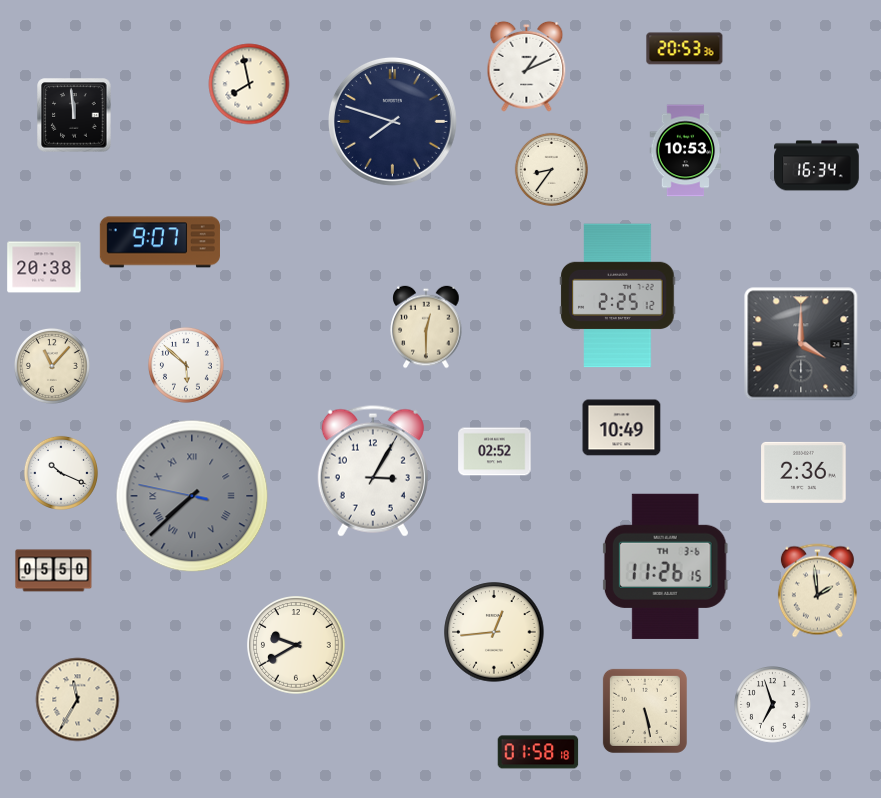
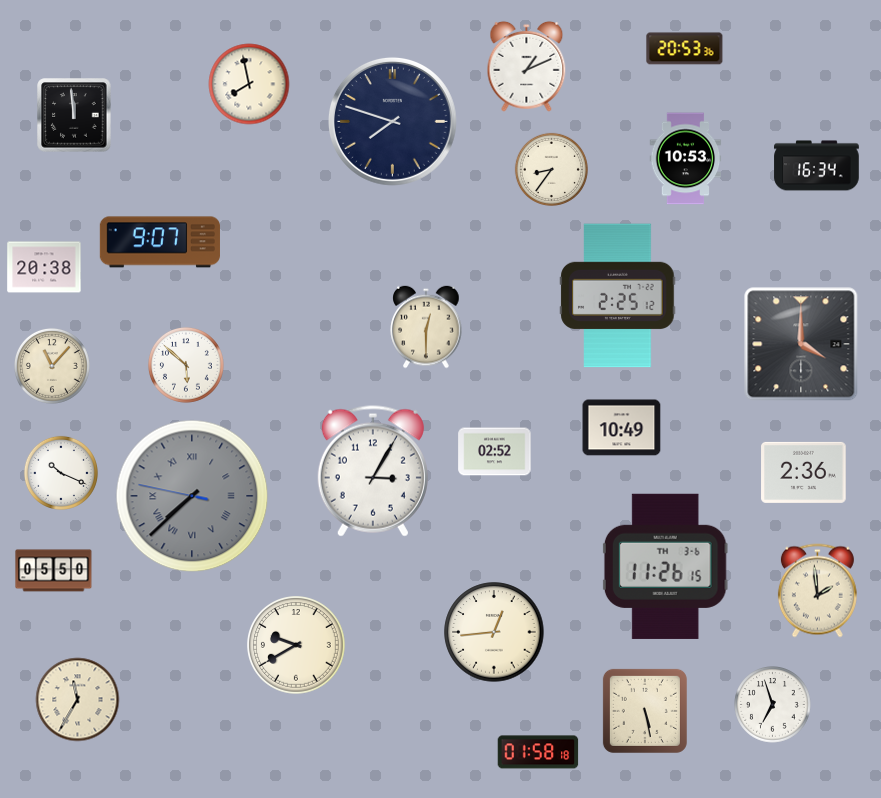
clock at (686, 151) position: (686, 151) -> (686, 159)
